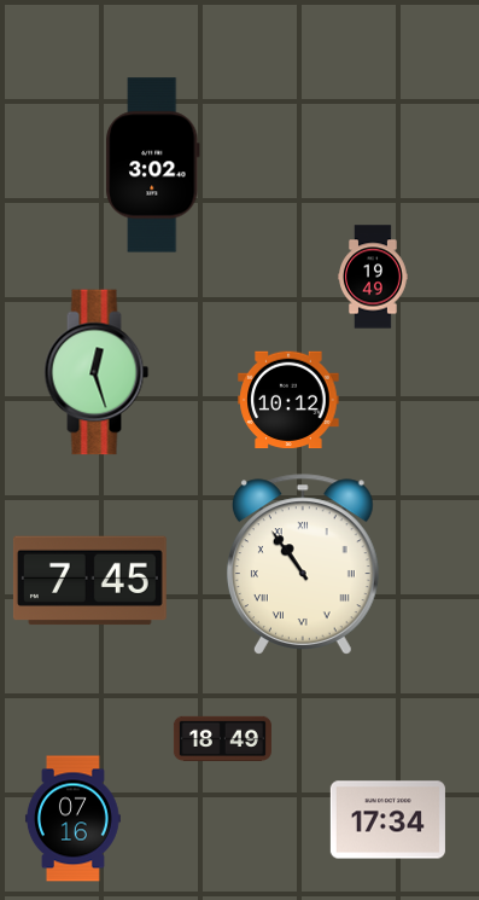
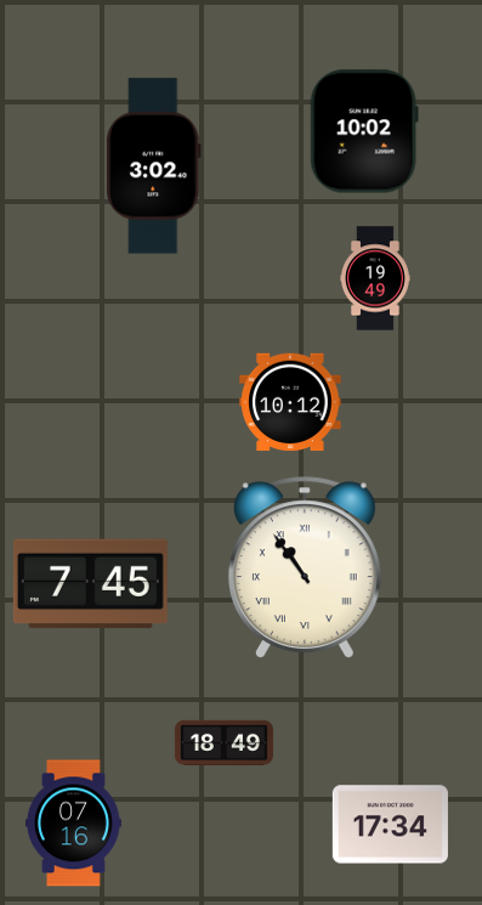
clock at (364, 131): none -> 10:02
clock at (97, 372): 12:27 -> none
